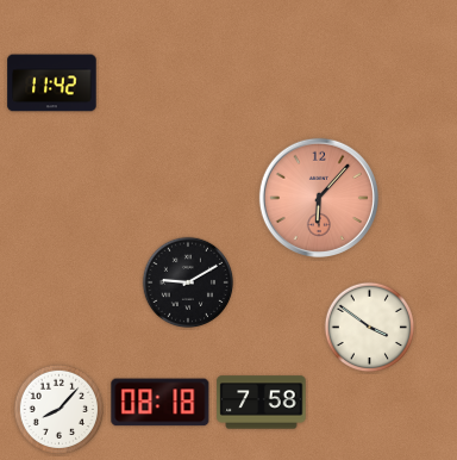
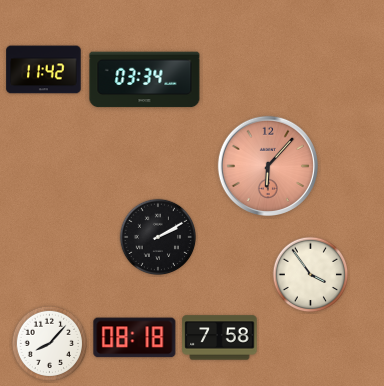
clock at (145, 80): none -> 03:34
clock at (188, 282): 9:10 -> 2:10
clock at (370, 328): 3:51 -> 3:54
